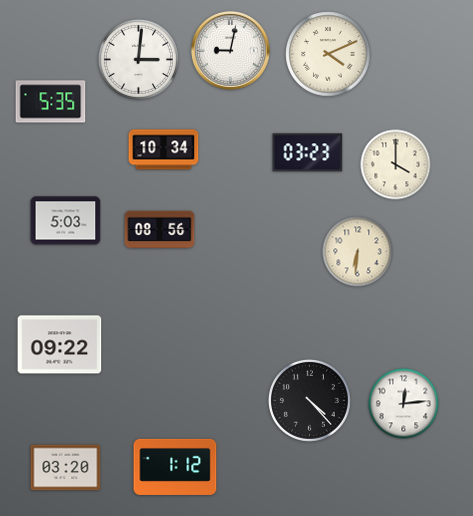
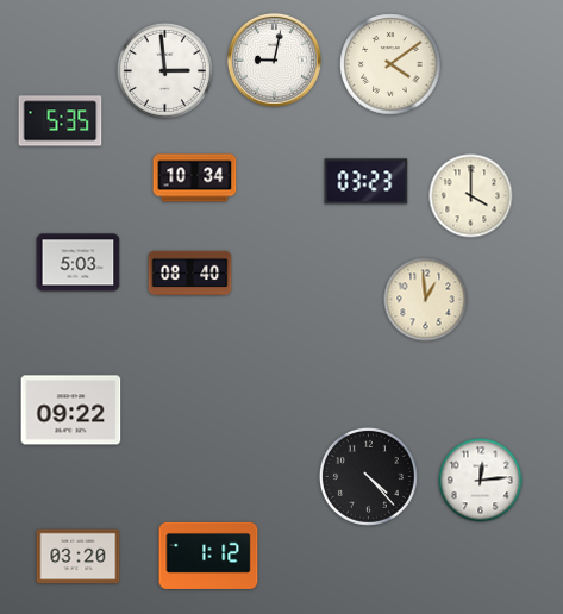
clock at (328, 54): 4:11 -> 4:09
clock at (138, 59): 3:01 -> 2:59
clock at (160, 230): 08:56 -> 08:40
clock at (358, 252): 6:31 -> 12:59
